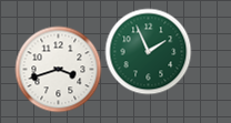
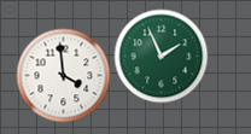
clock at (58, 69): 3:42 -> 3:59
